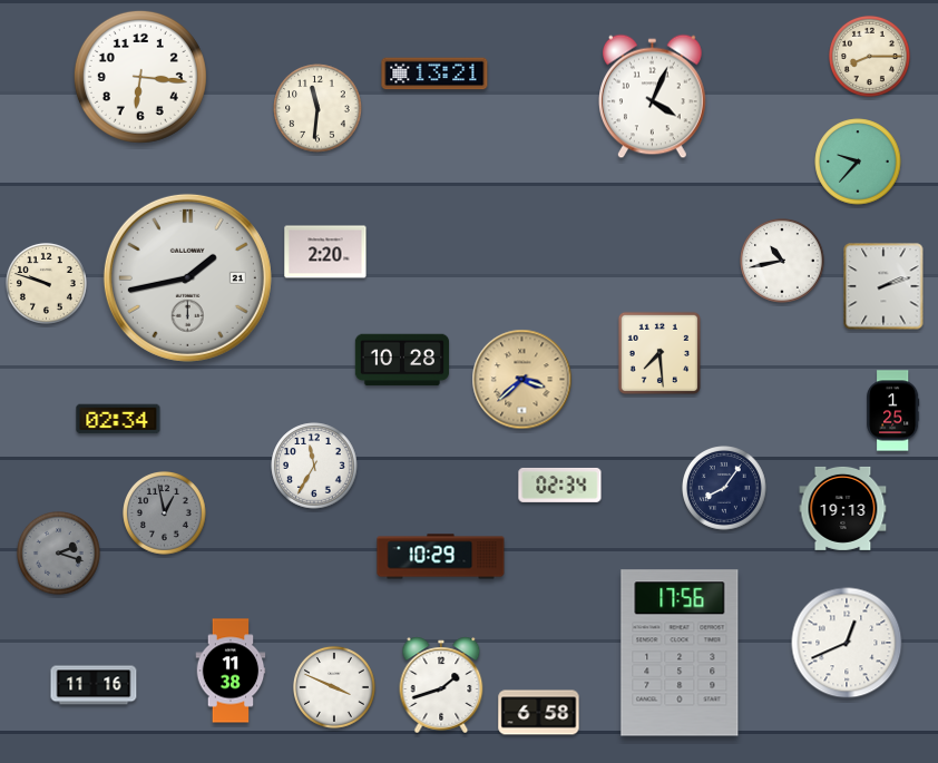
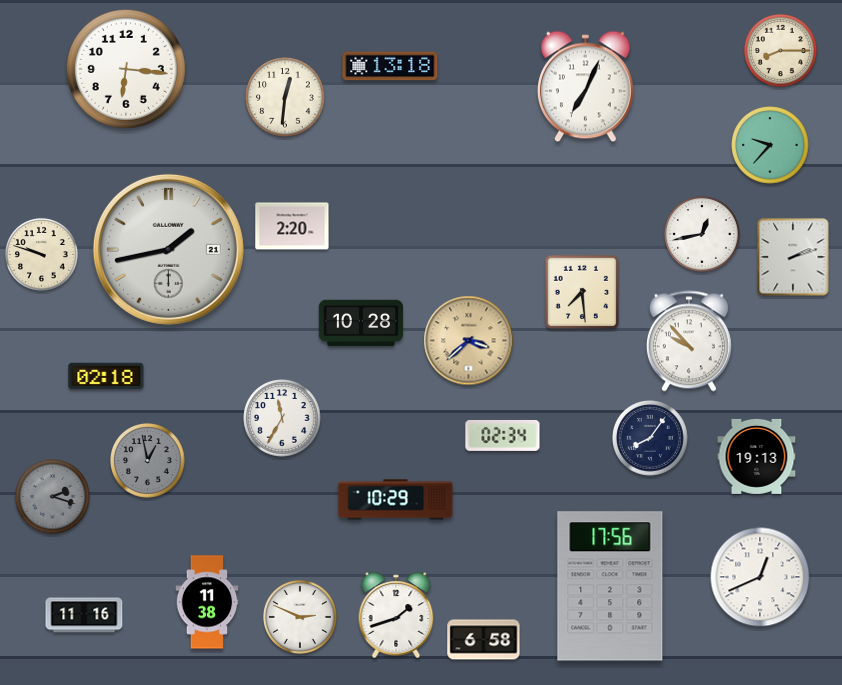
clock at (434, 74): 13:21 -> 13:18
clock at (653, 97): 4:04 -> 7:04
clock at (317, 108): 11:31 -> 12:31
clock at (782, 261): 10:43 -> 12:43
clock at (658, 352) position: (658, 352) -> (581, 291)
clock at (689, 341): none -> 9:53
clock at (893, 411): 1:25 -> none
clock at (118, 419): 02:34 -> 02:18
clock at (335, 688): 3:49 -> 2:49
